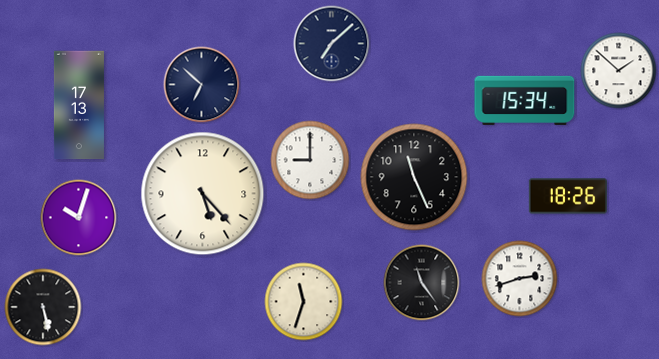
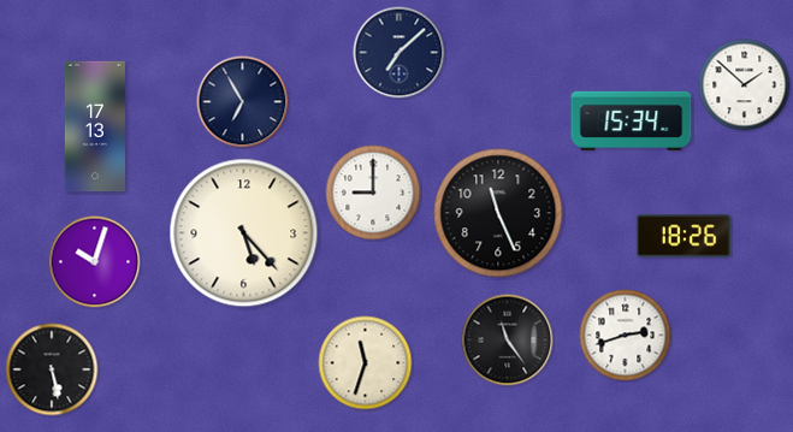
clock at (202, 85): 6:52 -> 6:55
